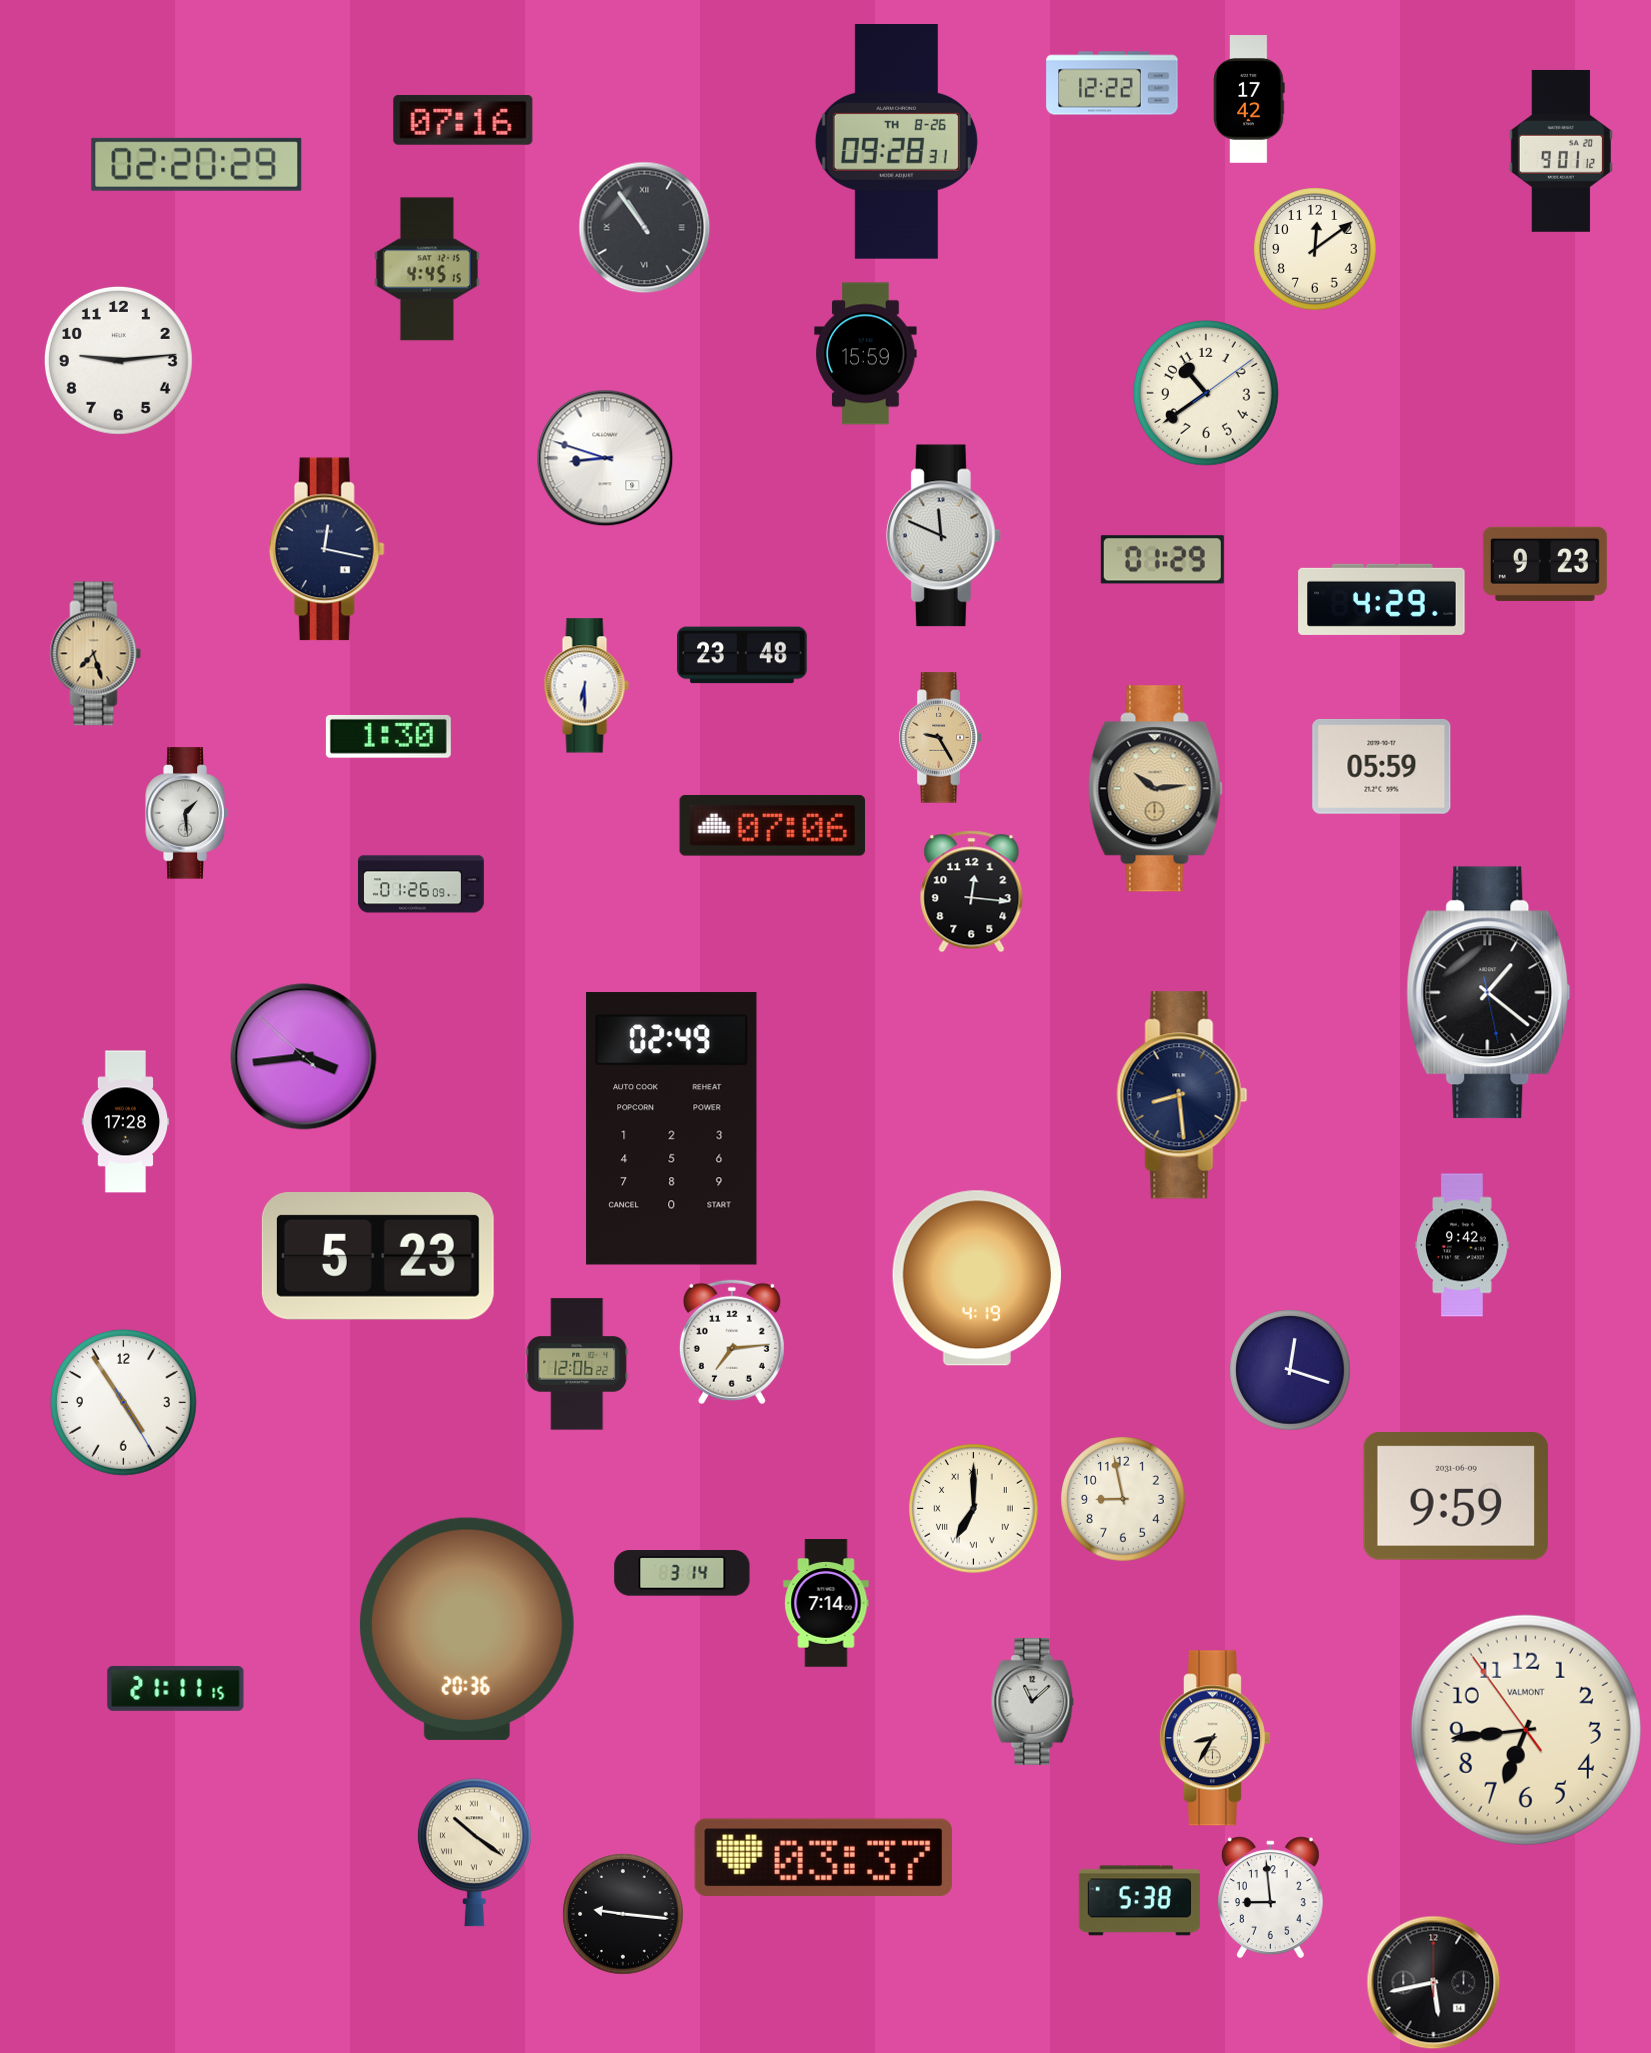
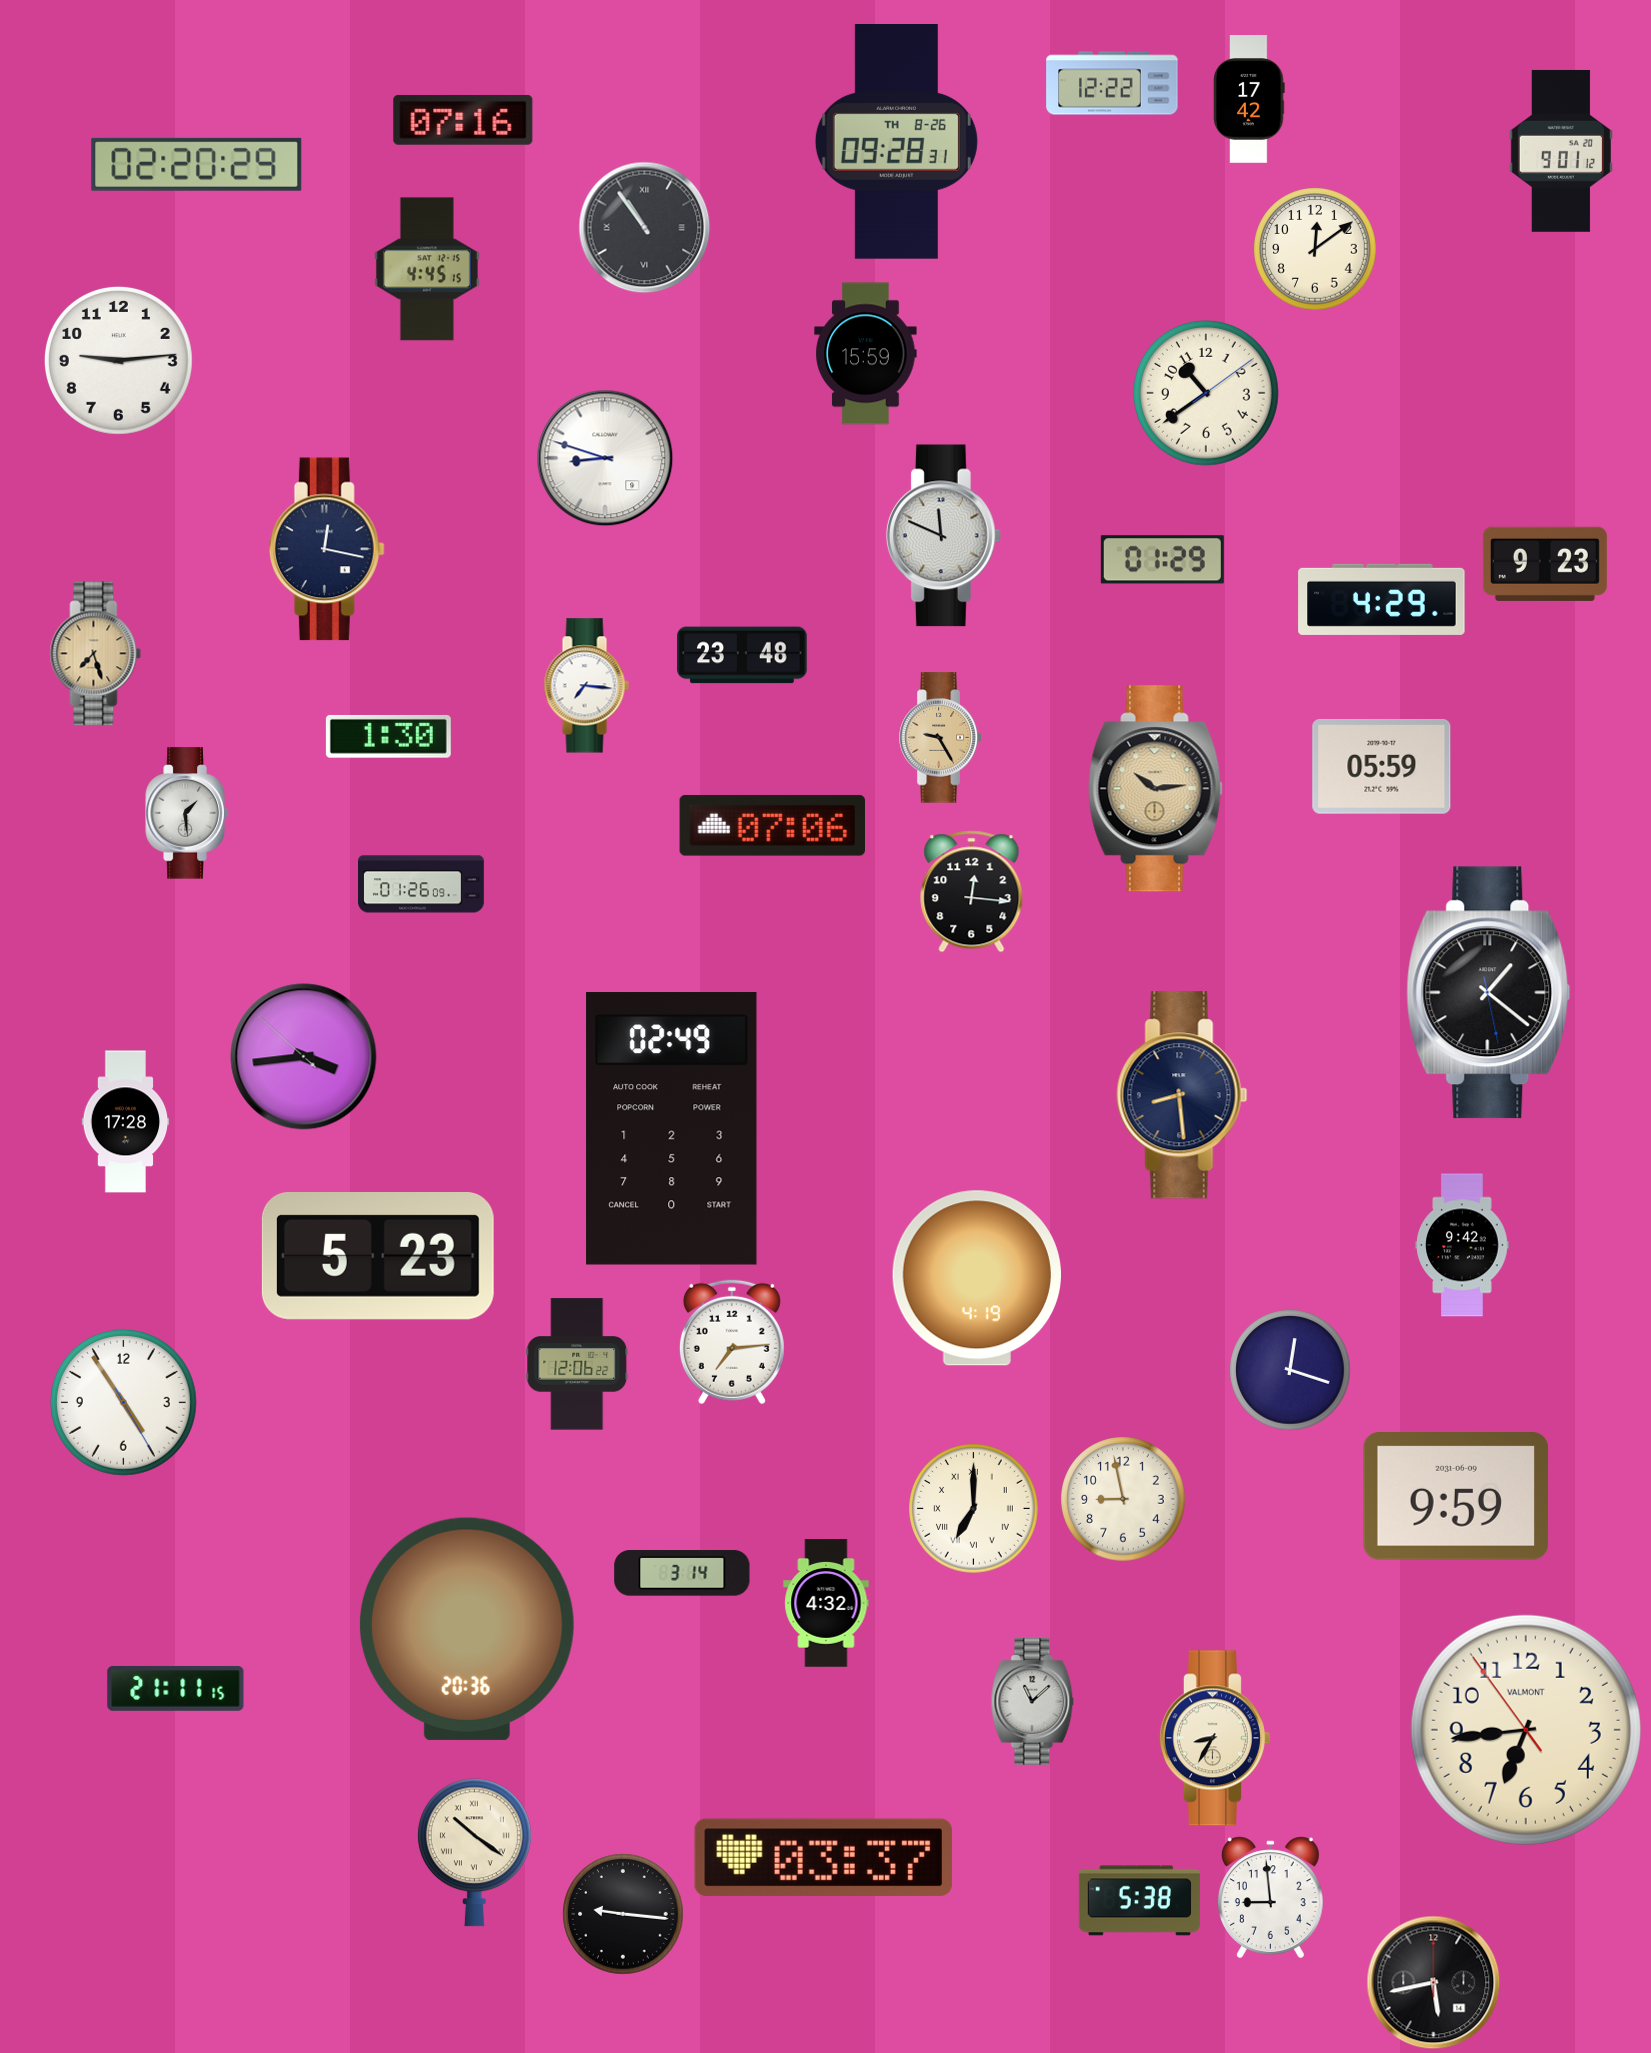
clock at (586, 686): 6:30 -> 7:16
clock at (826, 1603): 7:14 -> 4:32
